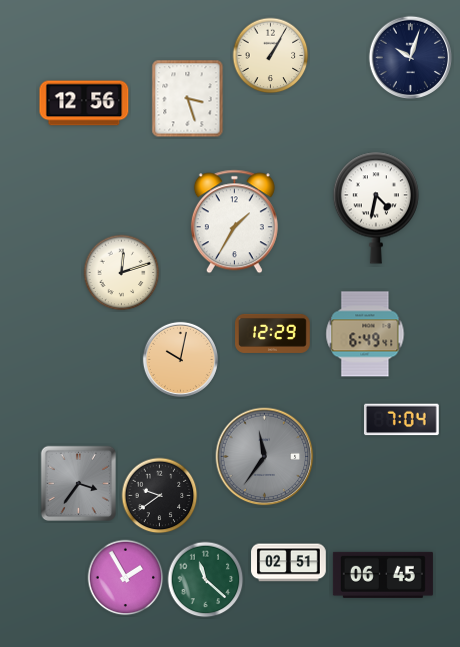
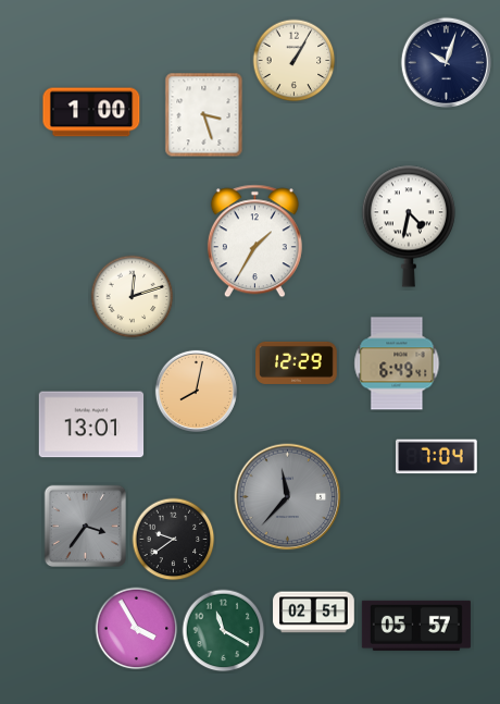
clock at (188, 99) position: (188, 99) -> (204, 115)
clock at (84, 103): 12:56 -> 1:00
clock at (180, 359): 10:02 -> 8:02
clock at (91, 424): none -> 13:01
clock at (265, 457): 11:36 -> 11:37
clock at (383, 575): 06:45 -> 05:57
clock at (126, 578): 1:55 -> 3:55
clock at (206, 580): 11:22 -> 11:20
